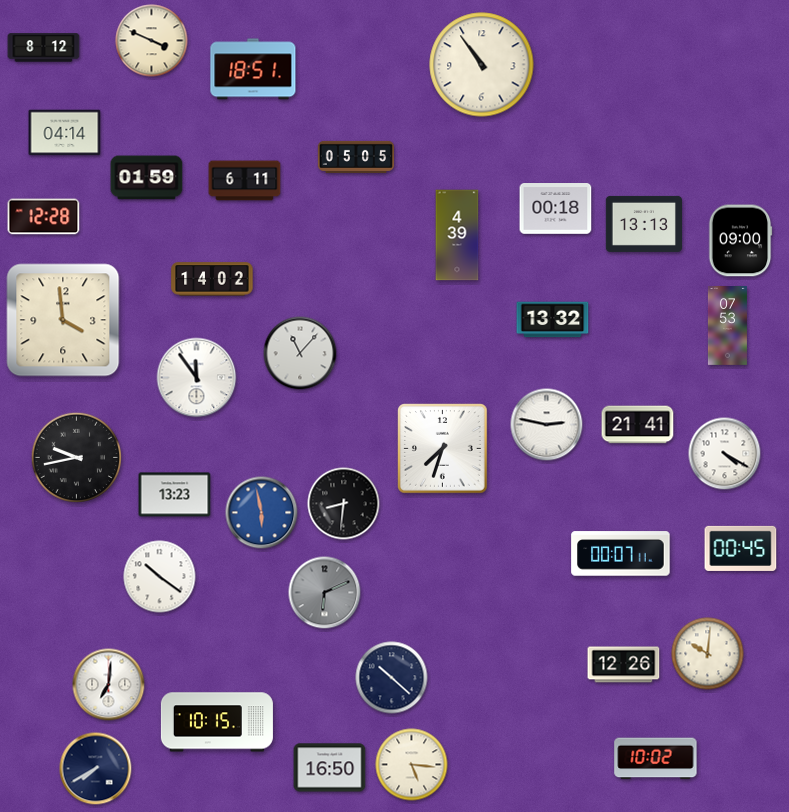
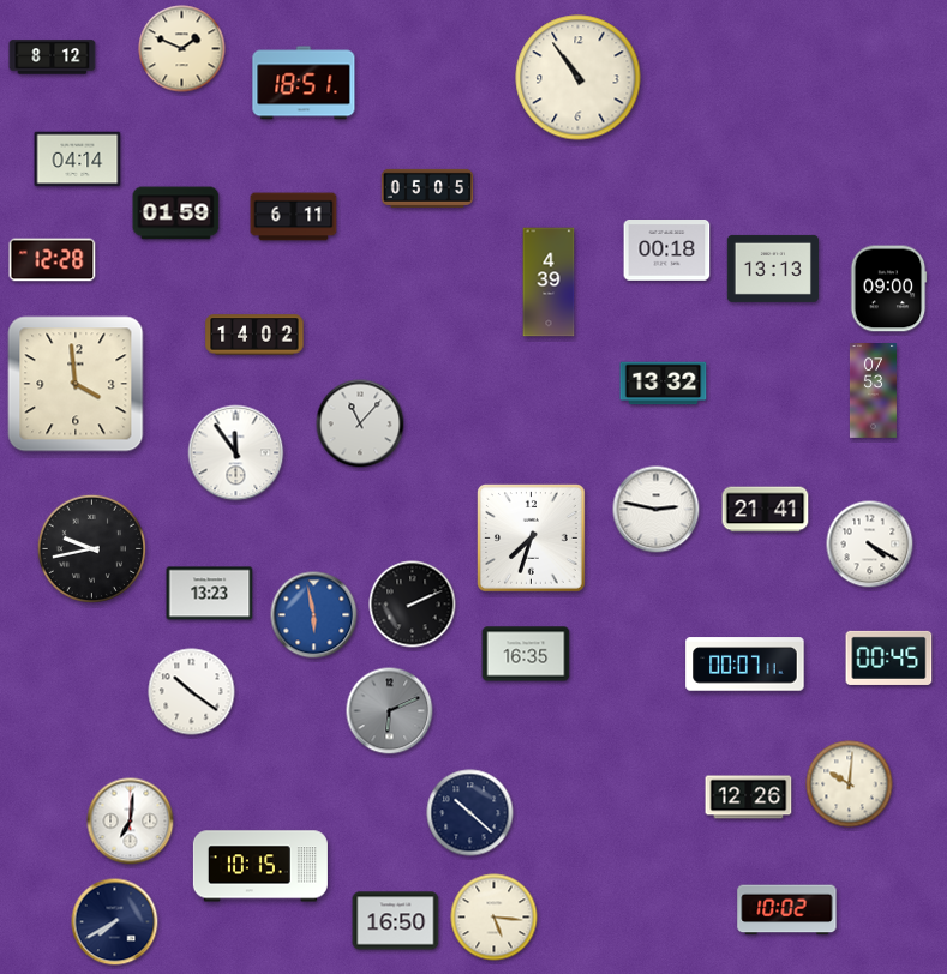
clock at (152, 41): 3:49 -> 1:49
clock at (344, 504): 8:31 -> 2:11
clock at (526, 654): none -> 16:35
